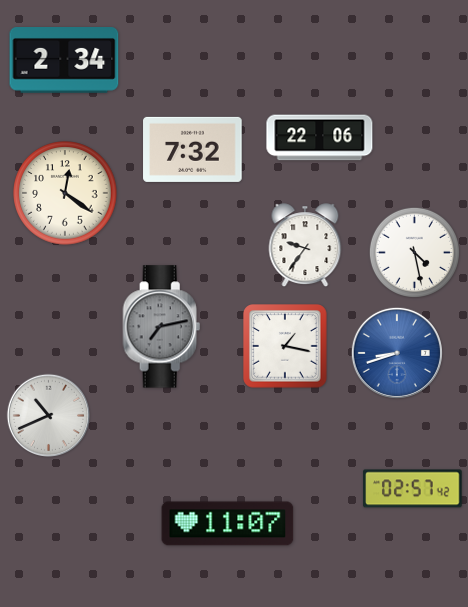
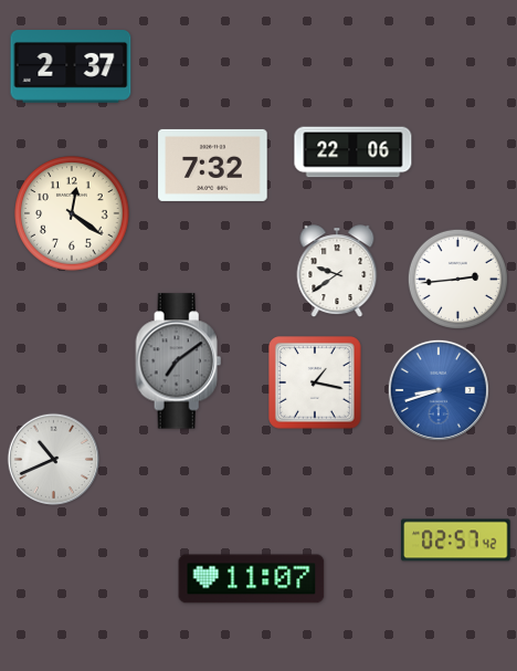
clock at (64, 61): 2:34 -> 2:37
clock at (305, 246): 9:36 -> 9:39
clock at (414, 252): 4:28 -> 2:44
clock at (162, 327): 7:13 -> 7:09
